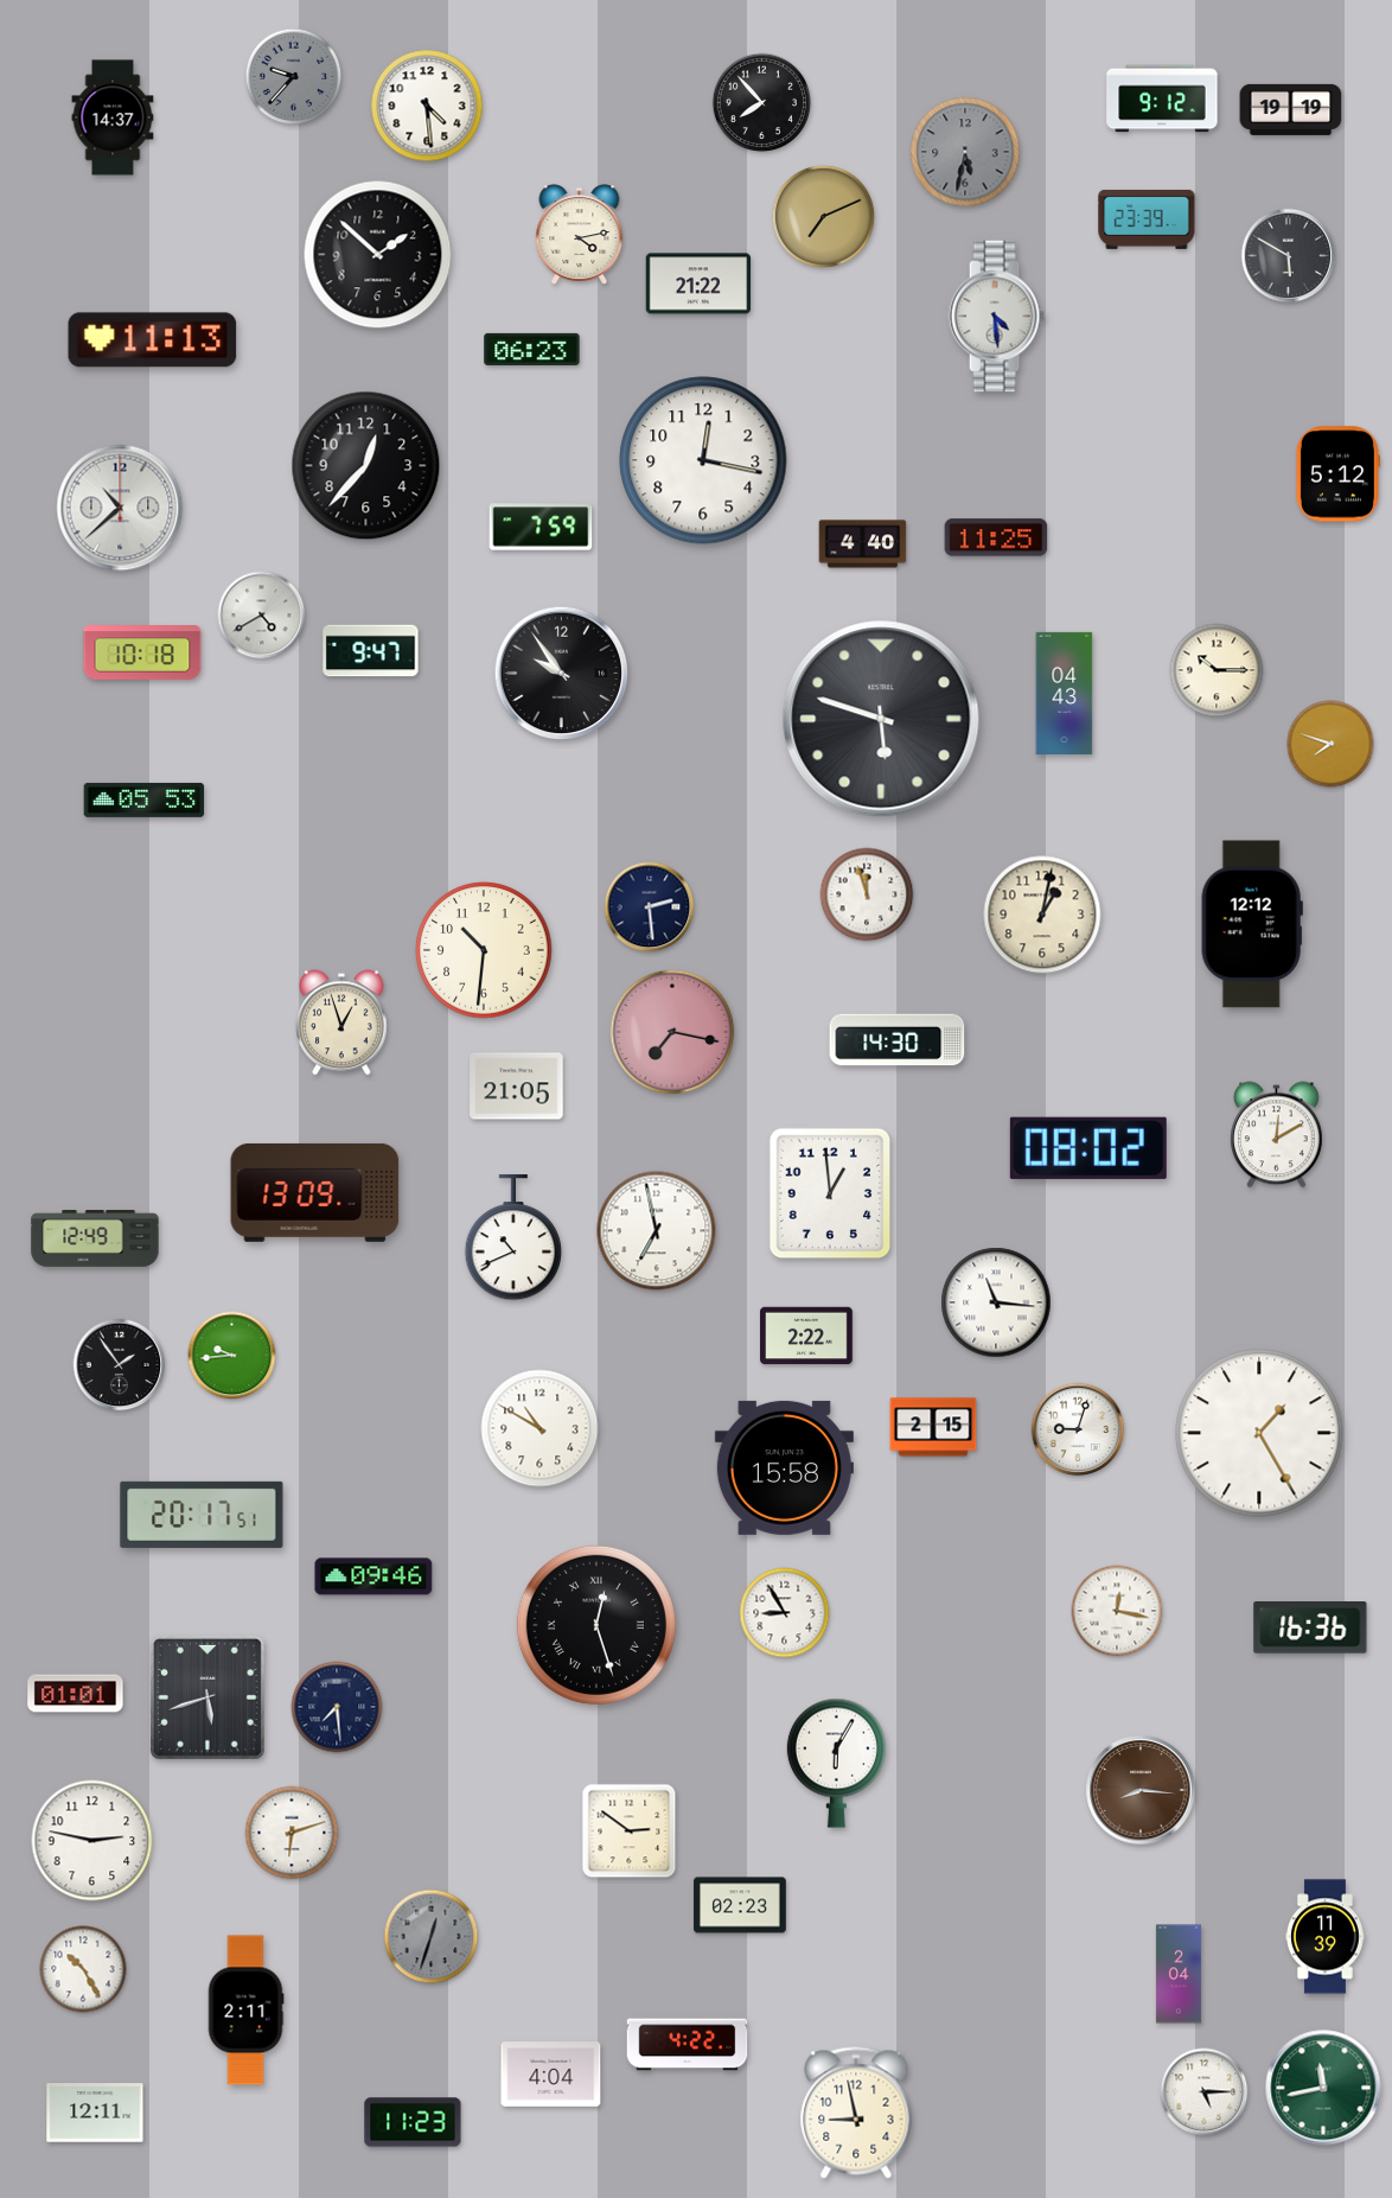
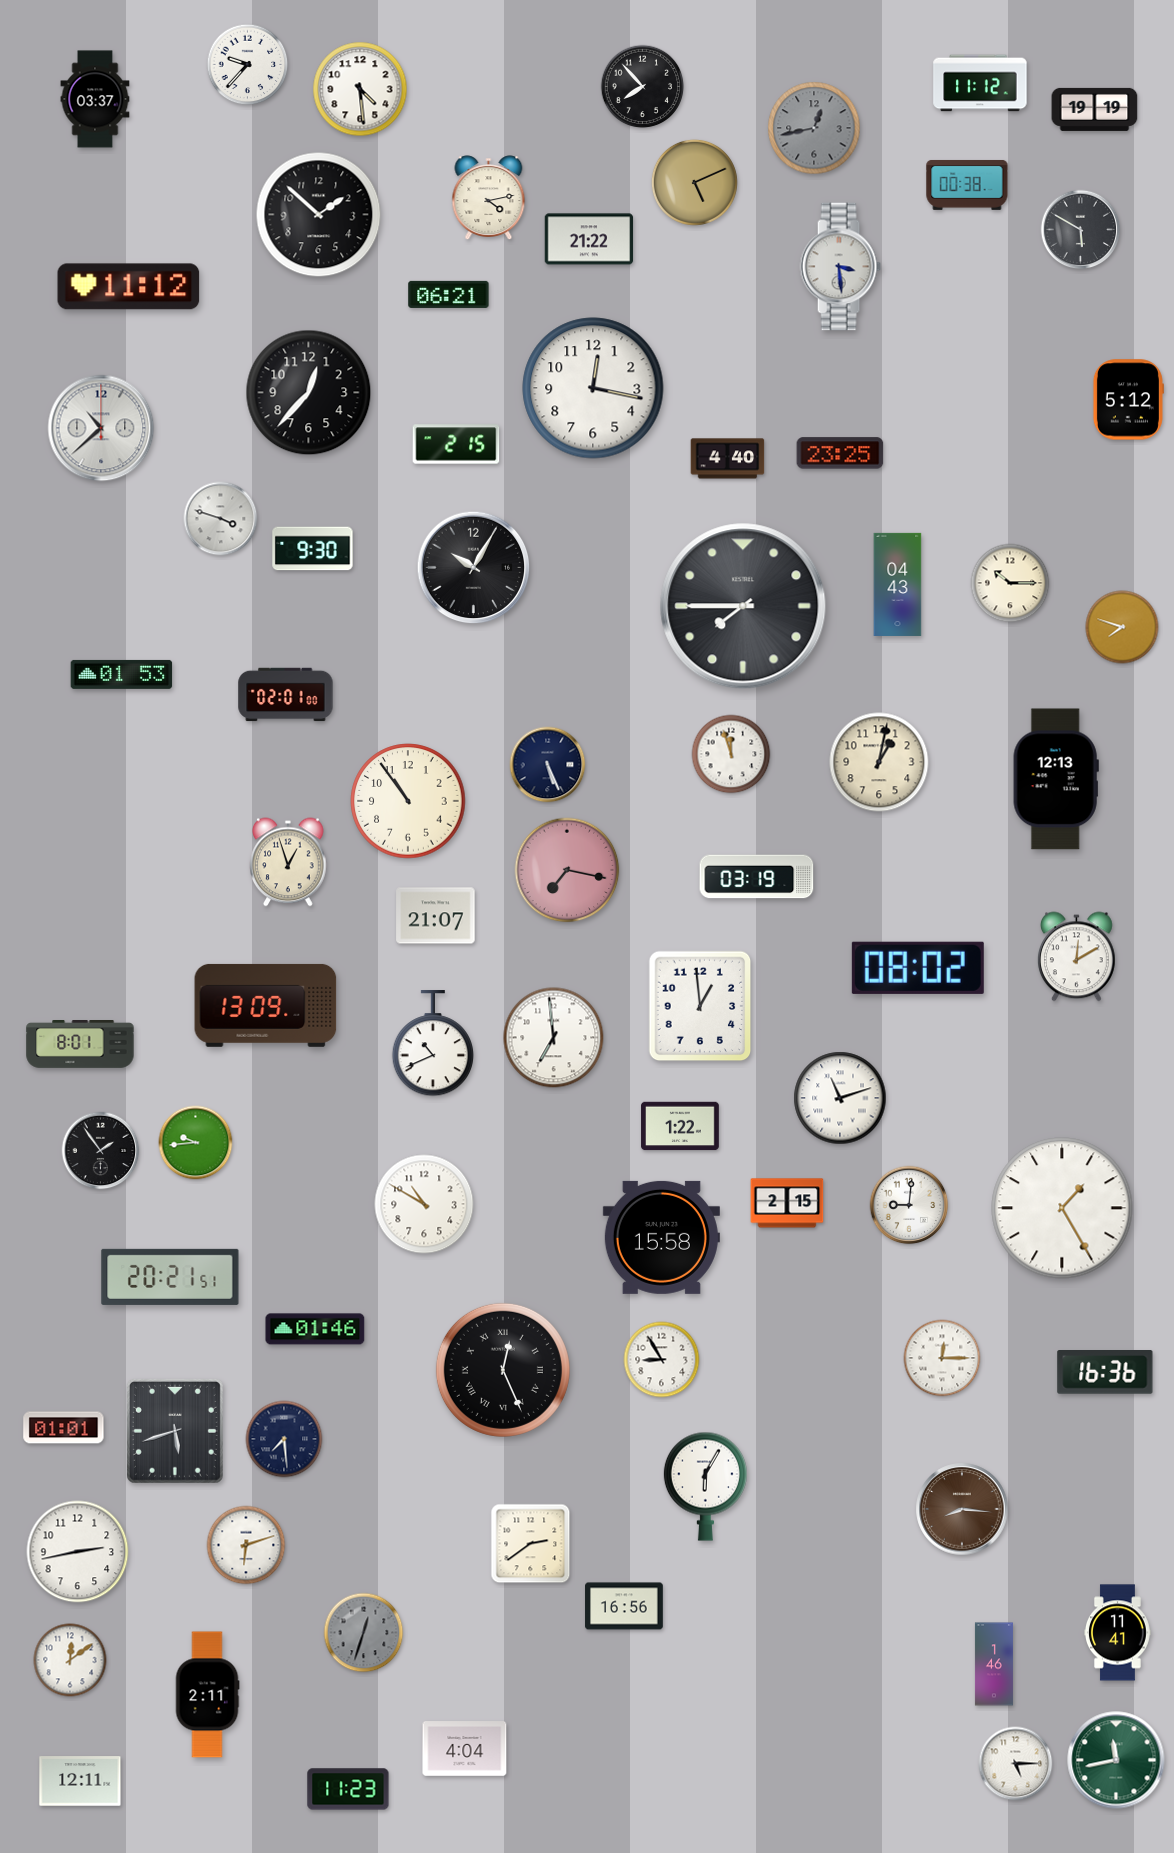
clock at (294, 77) dial: grey -> white
clock at (1162, 98): 9:12 -> 11:12
clock at (1291, 109) position: (1291, 109) -> (1095, 109)
clock at (113, 117): 14:37 -> 03:37
clock at (965, 152): 5:32 -> 12:43
clock at (823, 216): 7:11 -> 5:11
clock at (1147, 219): 23:39 -> 00:38
clock at (1289, 256) position: (1289, 256) -> (1081, 230)
clock at (996, 317): 4:29 -> 3:29
clock at (153, 340): 11:13 -> 11:12
clock at (532, 349): 06:23 -> 06:21
clock at (541, 527): 7:59 -> 2:15
clock at (996, 537): 11:25 -> 23:25
clock at (262, 616): 4:40 -> 3:48
clock at (371, 651): 9:47 -> 9:30
clock at (142, 652): 10:18 -> none
clock at (1217, 670) position: (1217, 670) -> (1010, 583)
clock at (562, 674): 9:54 -> 10:05
clock at (881, 719): 5:48 -> 7:45
clock at (145, 799): 05:53 -> 01:53
clock at (286, 695): none -> 02:01
clock at (650, 907): 2:29 -> 5:26
clock at (1042, 915) position: (1042, 915) -> (879, 762)
clock at (1252, 924): 12:12 -> 12:13
clock at (484, 950): 10:31 -> 10:54
clock at (898, 1040): 14:30 -> 03:19
clock at (517, 1087): 21:05 -> 21:07
clock at (657, 1231): 6:58 -> 6:59
clock at (95, 1240): 12:49 -> 8:01
clock at (996, 1302): 11:16 -> 11:12
clock at (806, 1336): 2:22 -> 1:22
clock at (539, 1428) position: (539, 1428) -> (424, 1204)
clock at (1078, 1429): 9:03 -> 9:01
clock at (202, 1515): 20:17 -> 20:21
clock at (373, 1576): 09:46 -> 01:46
clock at (1117, 1611): 12:17 -> 12:15
clock at (596, 1625): 12:27 -> 12:26
clock at (630, 1831): 2:51 -> 2:39
clock at (92, 1841): 2:47 -> 2:43
clock at (740, 1905): 02:23 -> 16:56
clock at (1326, 1937): 11:39 -> 11:41
clock at (83, 1969): 10:25 -> 12:09
clock at (1179, 1974): 2:04 -> 1:46
clock at (688, 2045): 4:22 -> none
clock at (856, 2113): 8:58 -> none
